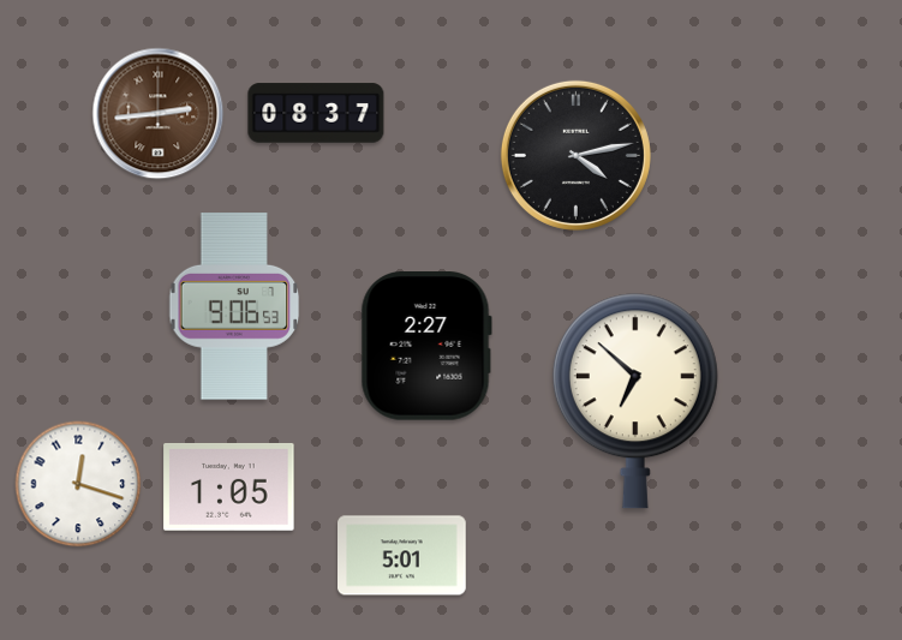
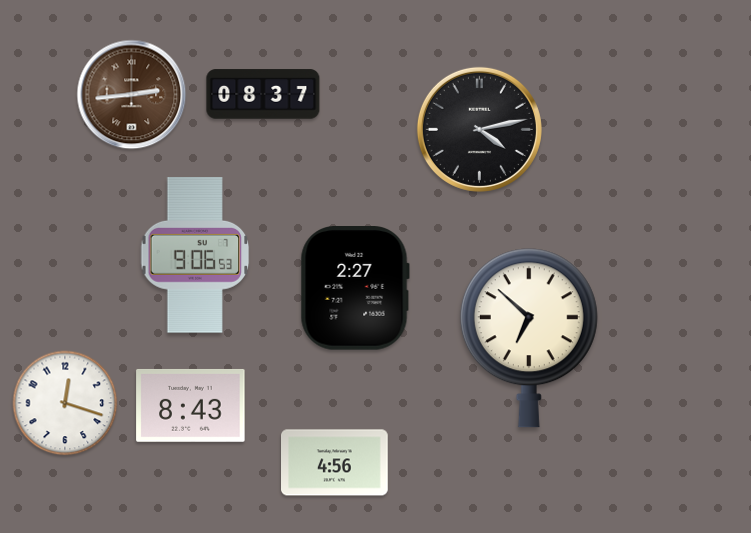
clock at (635, 401) position: (635, 401) -> (529, 338)
clock at (229, 486): 1:05 -> 8:43
clock at (402, 556): 5:01 -> 4:56
